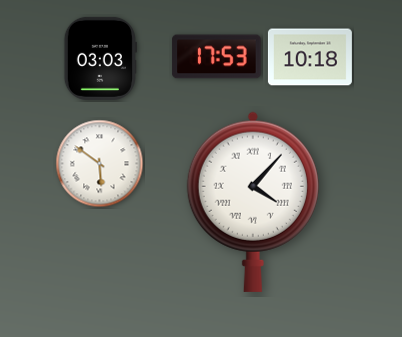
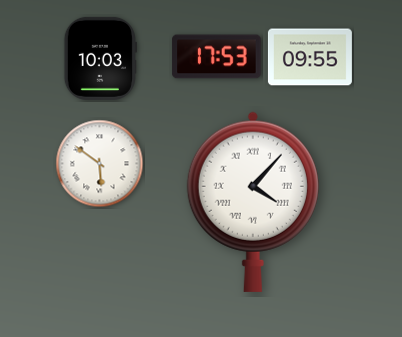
clock at (310, 57): 10:18 -> 09:55
clock at (100, 58): 03:03 -> 10:03
